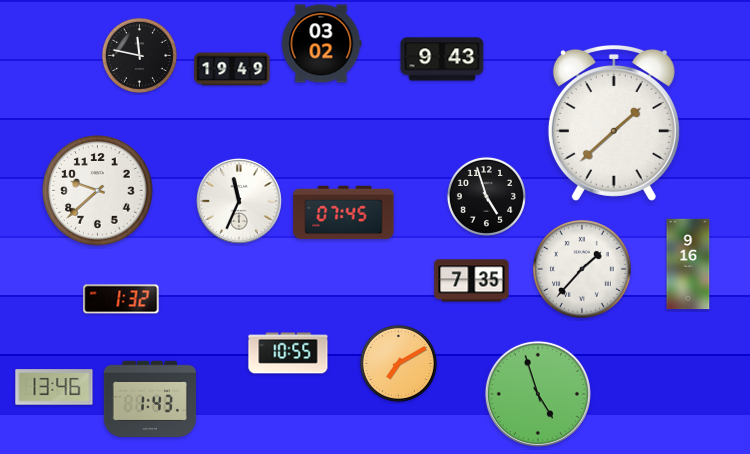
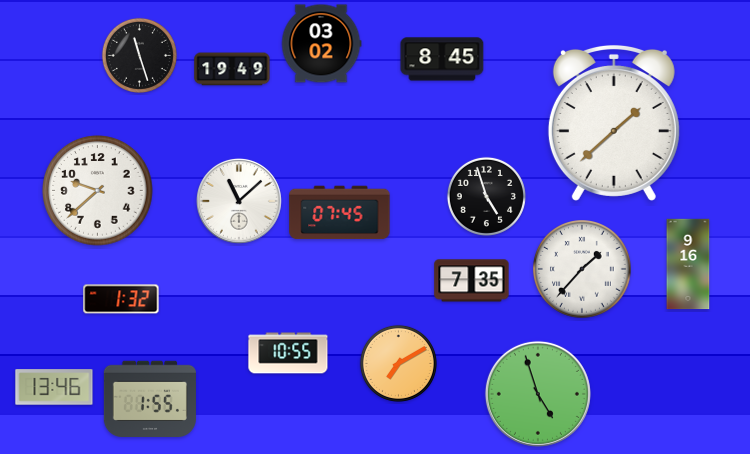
clock at (139, 55): 11:47 -> 11:27
clock at (442, 59): 9:43 -> 8:45
clock at (239, 201): 11:34 -> 11:08
clock at (344, 213) position: (344, 213) -> (340, 213)
clock at (150, 398): 1:43 -> 1:55
